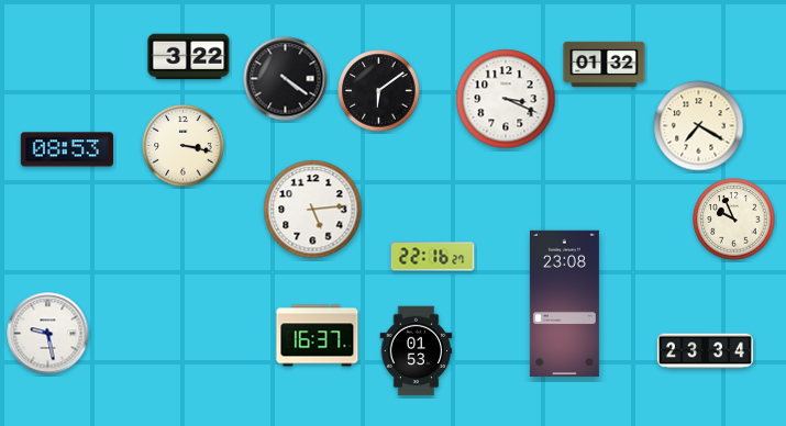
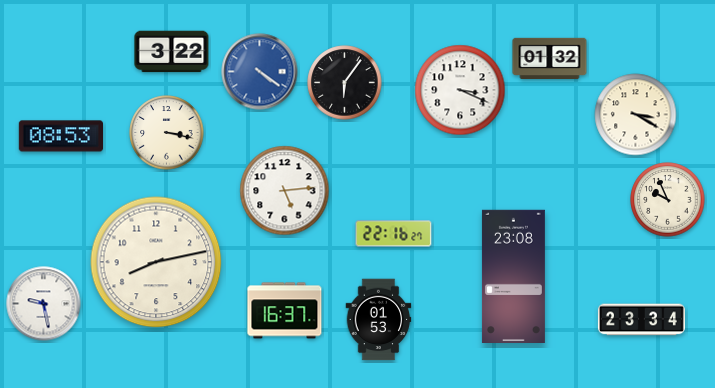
clock at (286, 79) dial: black -> blue
clock at (379, 91): 6:09 -> 6:06
clock at (699, 126): 7:20 -> 3:20
clock at (156, 262): none -> 8:13
clock at (318, 336) position: (318, 336) -> (285, 311)
